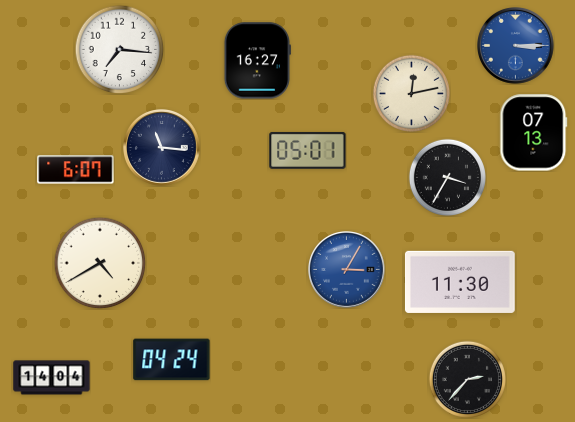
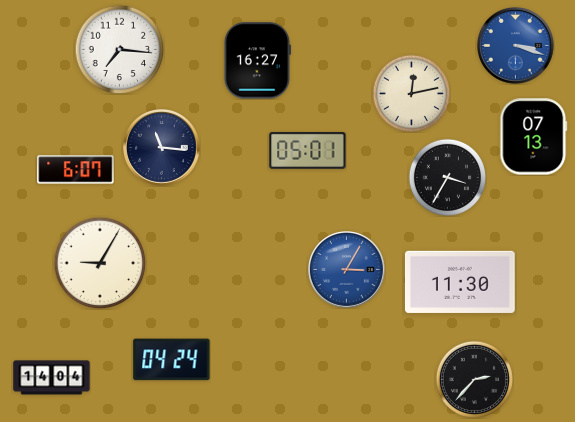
clock at (516, 46): 3:15 -> 3:18
clock at (534, 133) position: (534, 133) -> (534, 137)
clock at (100, 263): 4:40 -> 9:05
clock at (467, 379) position: (467, 379) -> (474, 379)
